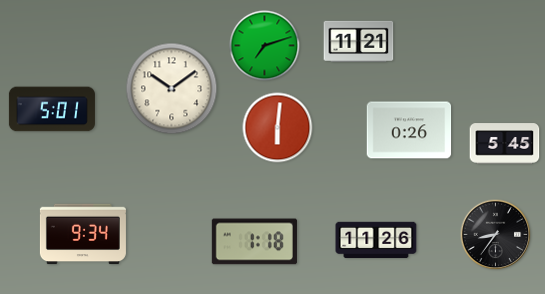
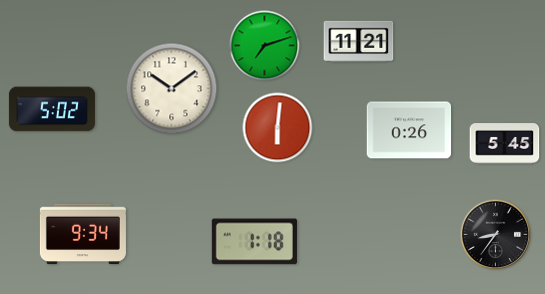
clock at (52, 109): 5:01 -> 5:02
clock at (376, 240): 11:26 -> none
